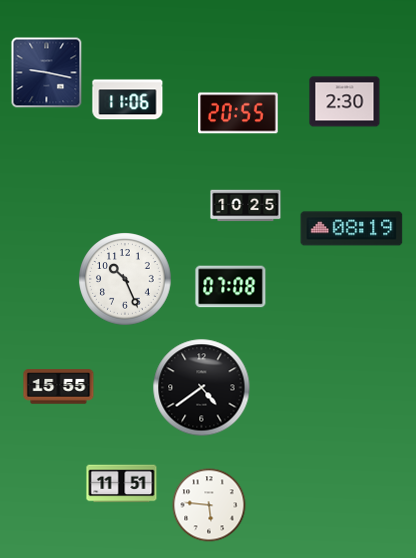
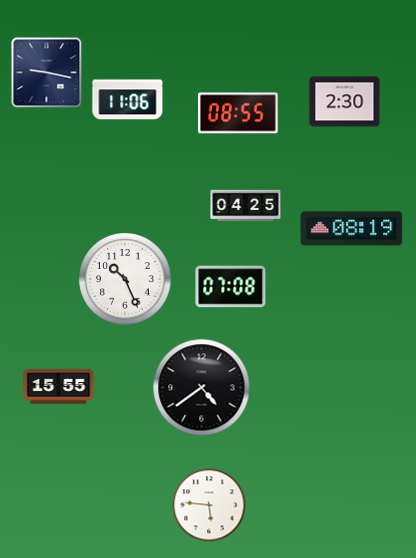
clock at (238, 113): 20:55 -> 08:55
clock at (246, 206): 10:25 -> 04:25
clock at (122, 484): 11:51 -> none
